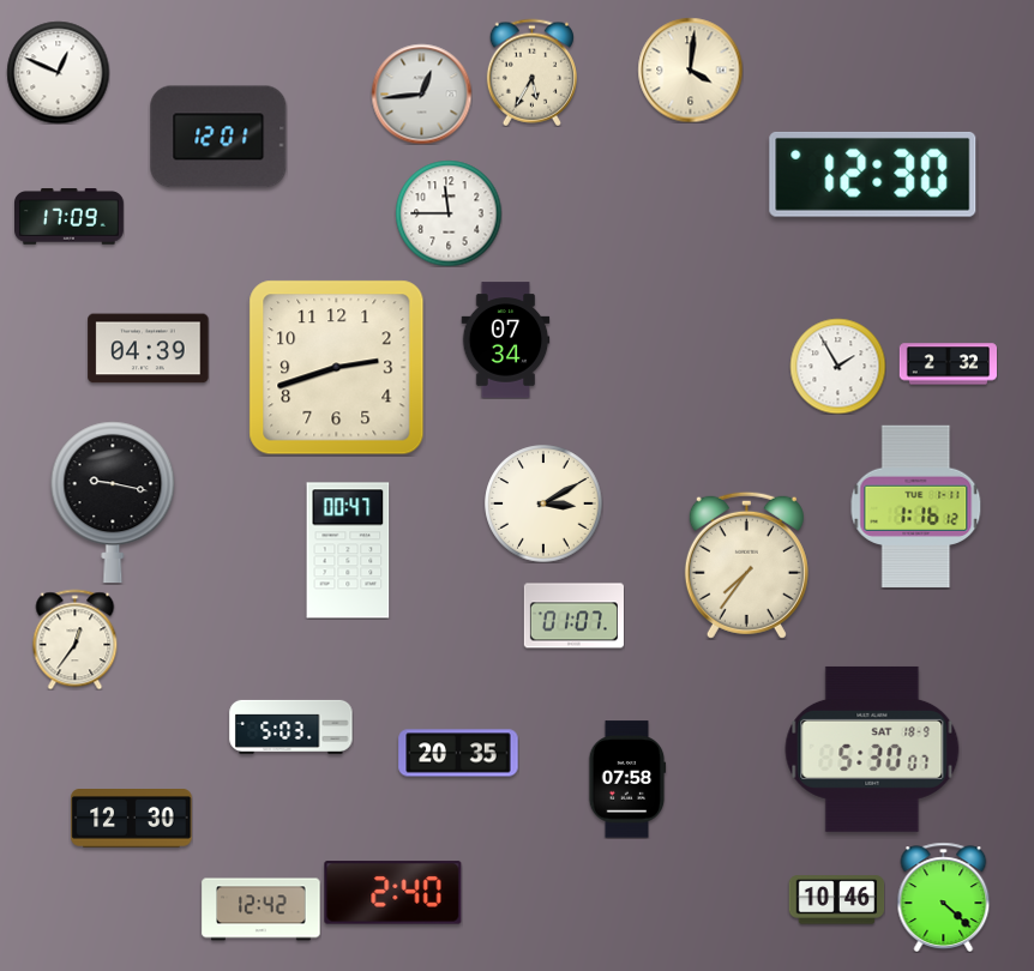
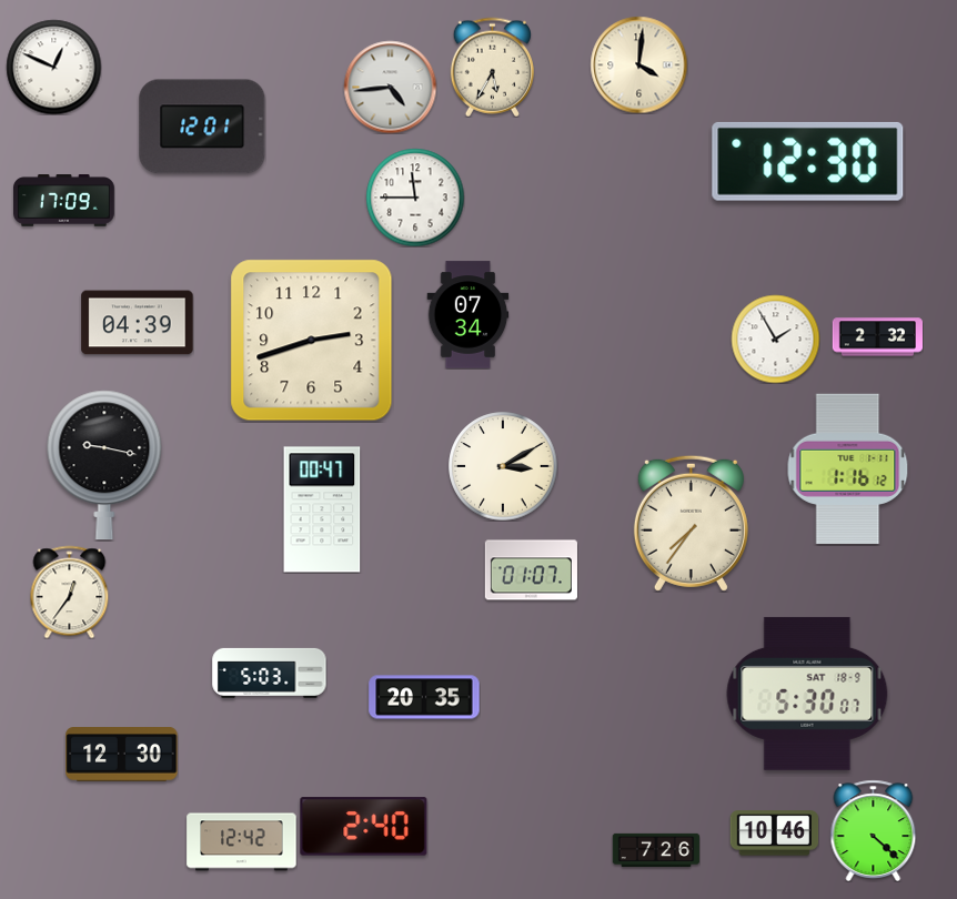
clock at (421, 94): 12:44 -> 4:44
clock at (627, 779): 07:58 -> none
clock at (132, 819) position: (132, 819) -> (122, 755)
clock at (656, 849): none -> 7:26
